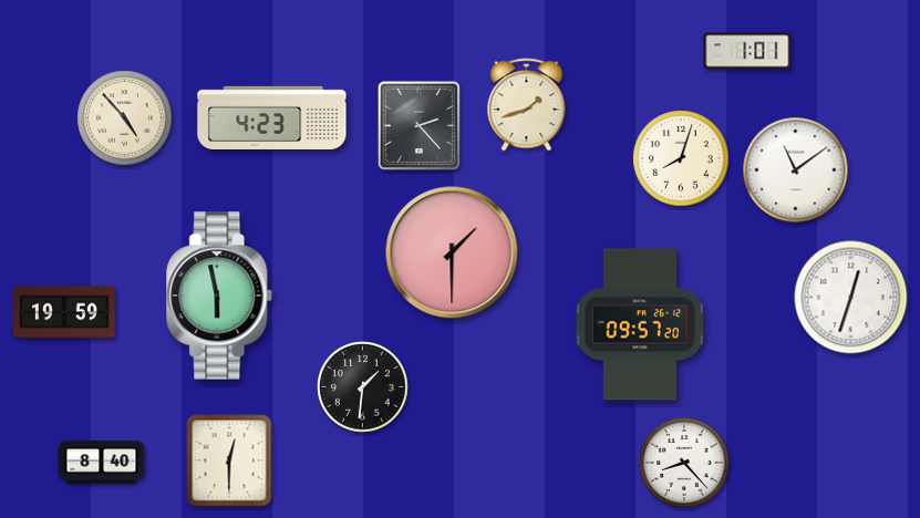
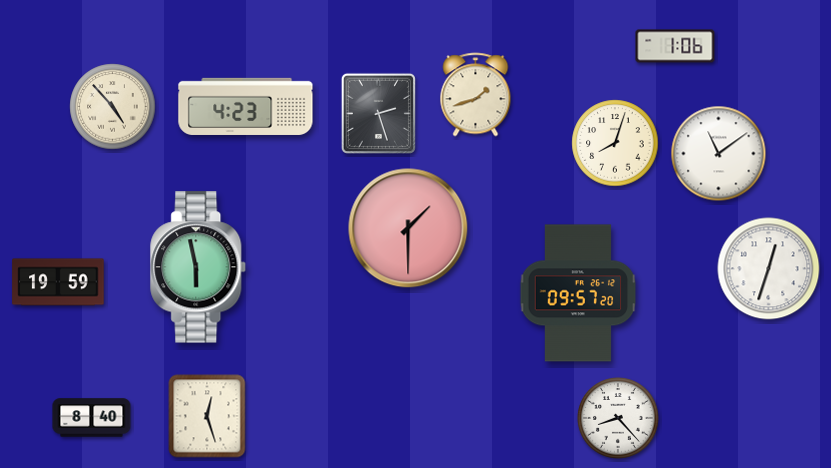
clock at (747, 51): 1:01 -> 1:06
clock at (418, 125): 2:23 -> 2:27
clock at (363, 387): 1:31 -> none
clock at (229, 460): 12:30 -> 12:27
